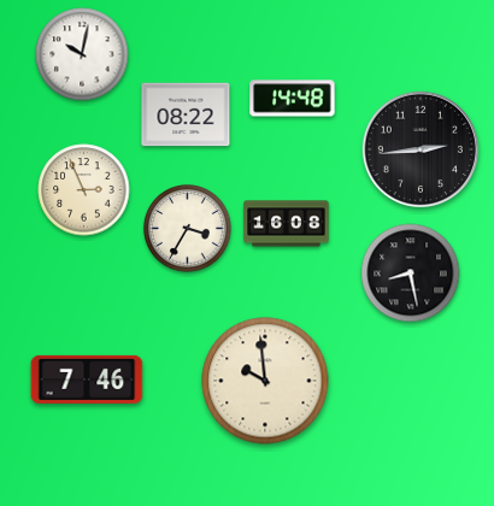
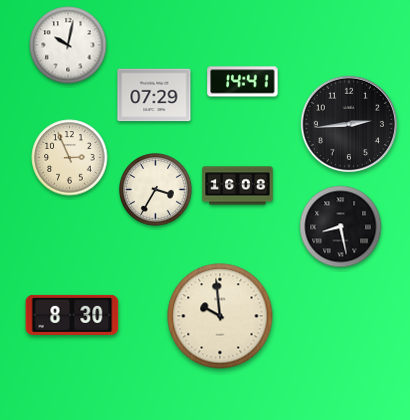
clock at (293, 99): 14:48 -> 14:41
clock at (186, 114): 08:22 -> 07:29
clock at (87, 379): 7:46 -> 8:30
